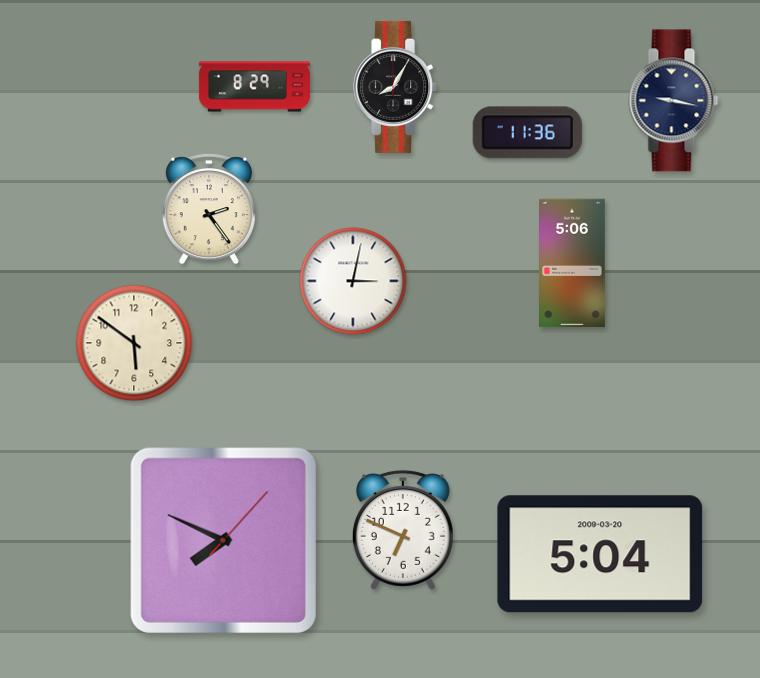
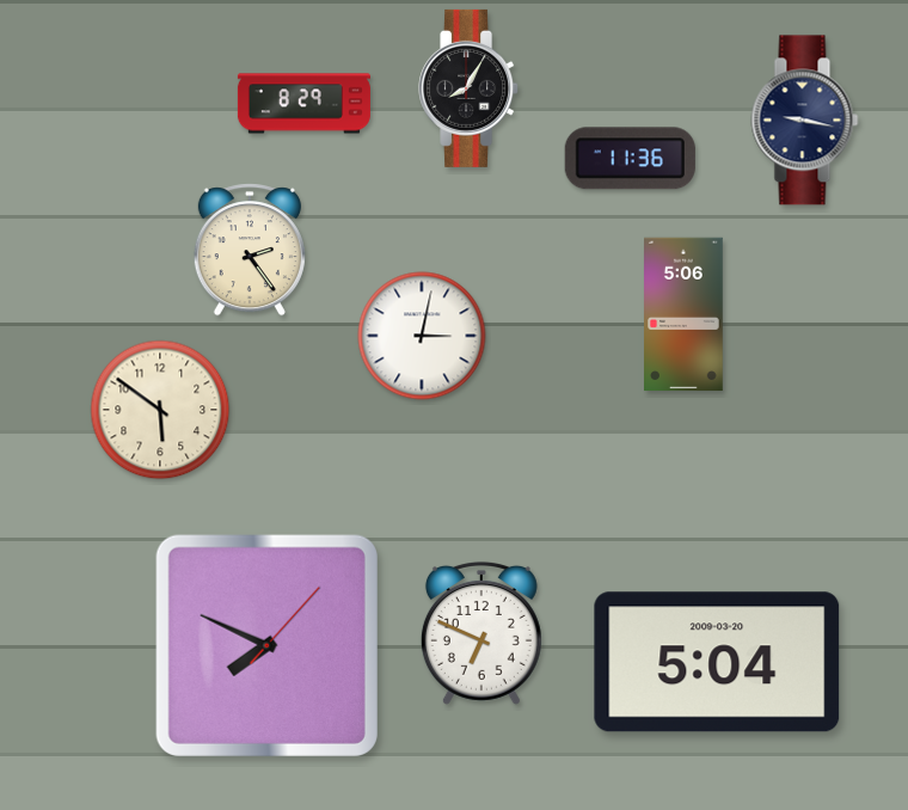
clock at (396, 87) position: (396, 87) -> (470, 88)
